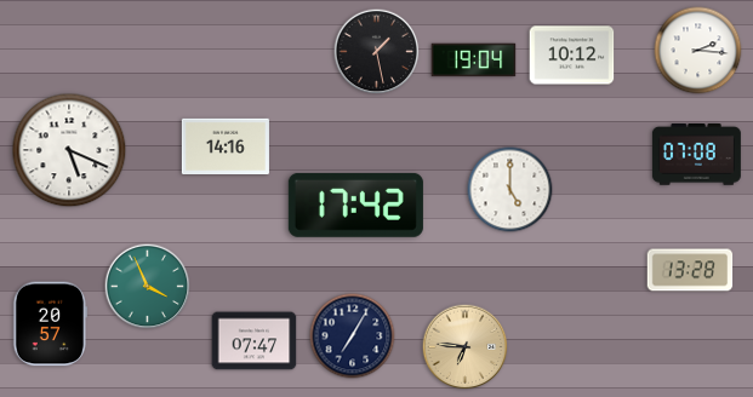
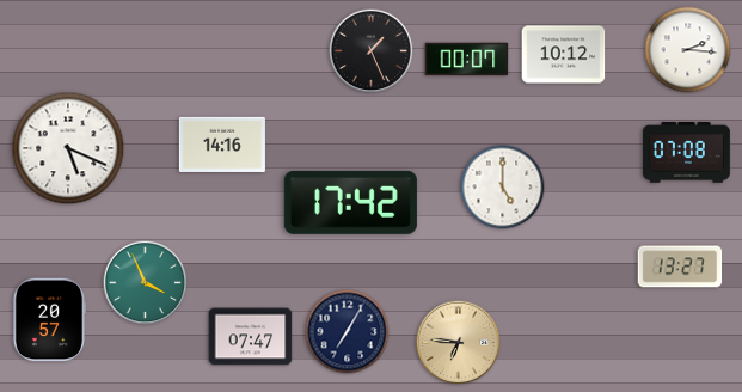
clock at (377, 52): 1:28 -> 1:26
clock at (474, 61): 19:04 -> 00:07
clock at (690, 270): 13:28 -> 13:27
